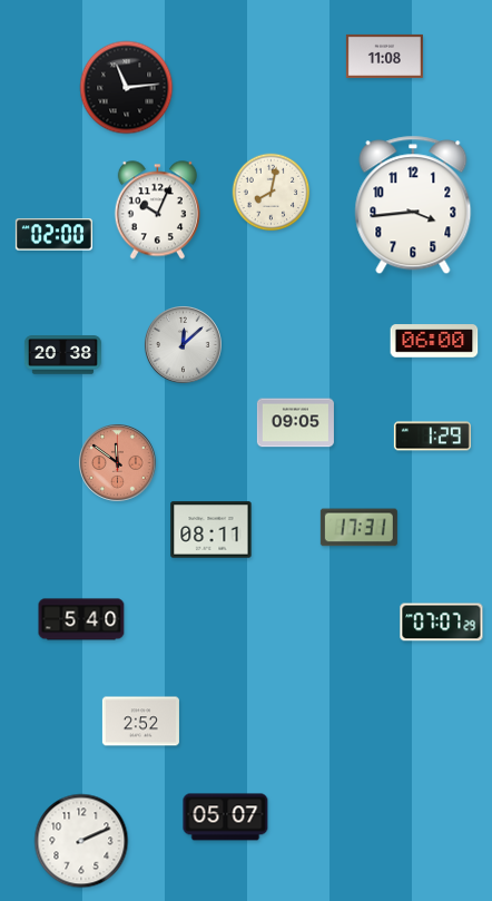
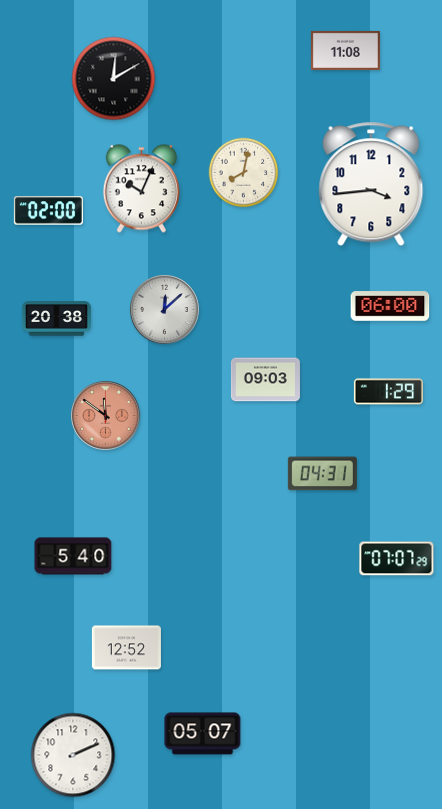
clock at (127, 88): 11:14 -> 12:10
clock at (295, 423): 09:05 -> 09:03
clock at (358, 528): 17:31 -> 04:31
clock at (211, 530): 08:11 -> none
clock at (140, 722): 2:52 -> 12:52
